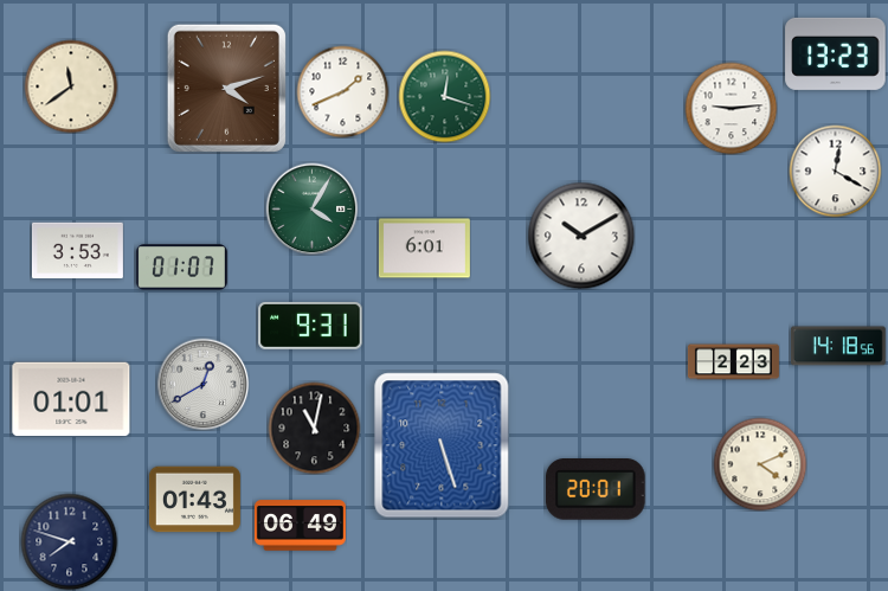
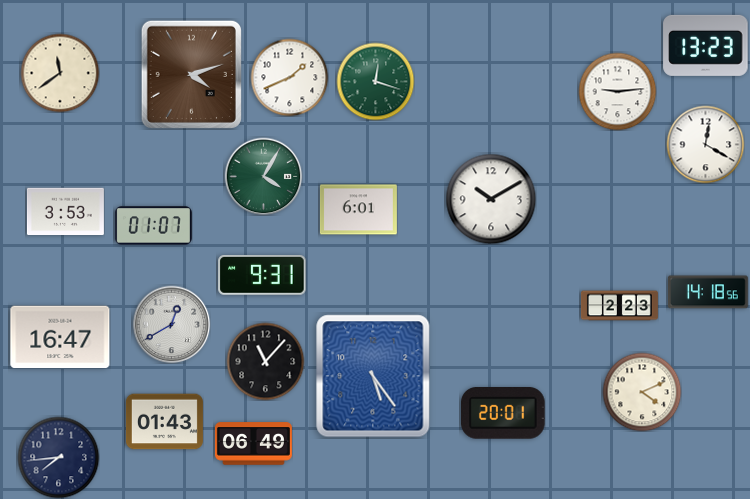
clock at (71, 399): 01:01 -> 16:47
clock at (314, 428): 11:02 -> 11:07
clock at (442, 445): 5:27 -> 5:24
clock at (69, 541): 7:48 -> 7:44
